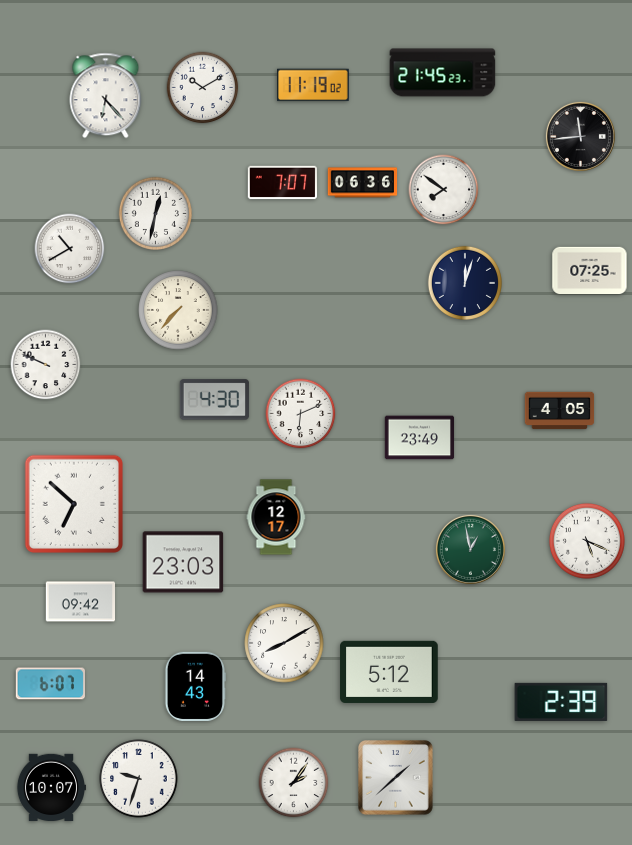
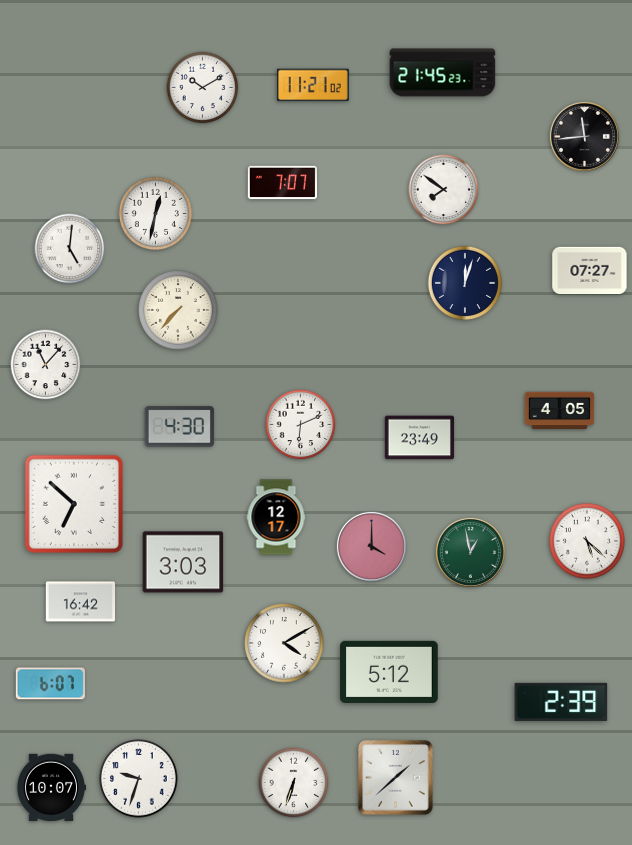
clock at (314, 85): 11:19 -> 11:21
clock at (106, 96): 6:23 -> none
clock at (580, 136) position: (580, 136) -> (584, 136)
clock at (363, 183): 06:36 -> none
clock at (70, 249): 10:40 -> 5:01
clock at (590, 270): 07:25 -> 07:27
clock at (46, 365): 9:49 -> 11:07
clock at (214, 400) position: (214, 400) -> (179, 427)
clock at (301, 414) position: (301, 414) -> (301, 425)
clock at (587, 541): 5:19 -> 5:22
clock at (371, 546): none -> 4:00
clock at (470, 549) position: (470, 549) -> (470, 552)
clock at (183, 562): 23:03 -> 3:03
clock at (81, 602): 09:42 -> 16:42
clock at (284, 643): 8:10 -> 4:10
clock at (195, 686): 14:43 -> none
clock at (294, 783): 2:06 -> 6:33
